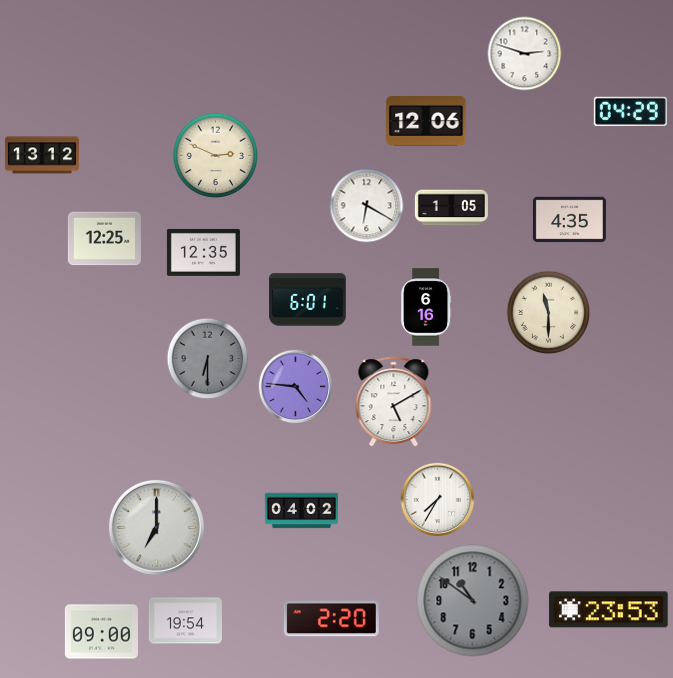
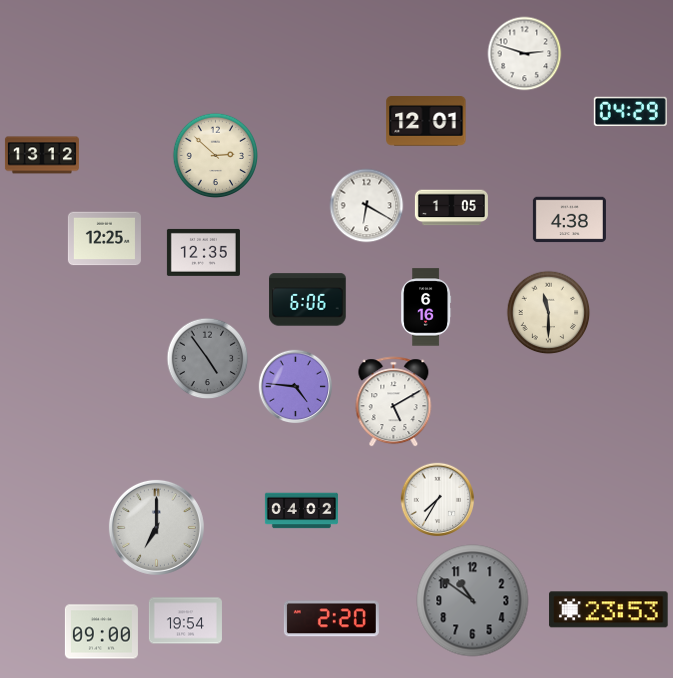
clock at (426, 121): 12:06 -> 12:01
clock at (215, 155): 2:49 -> 2:52
clock at (569, 220): 4:35 -> 4:38
clock at (308, 300): 6:01 -> 6:06
clock at (208, 359): 6:30 -> 4:54
